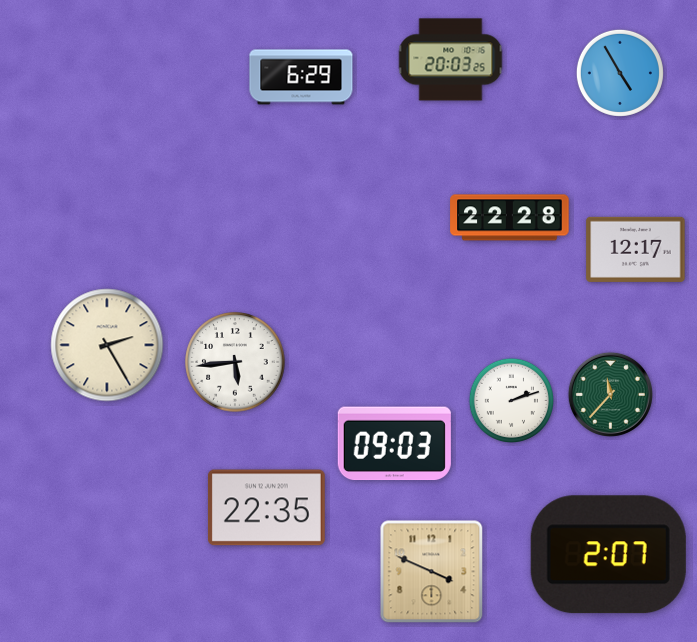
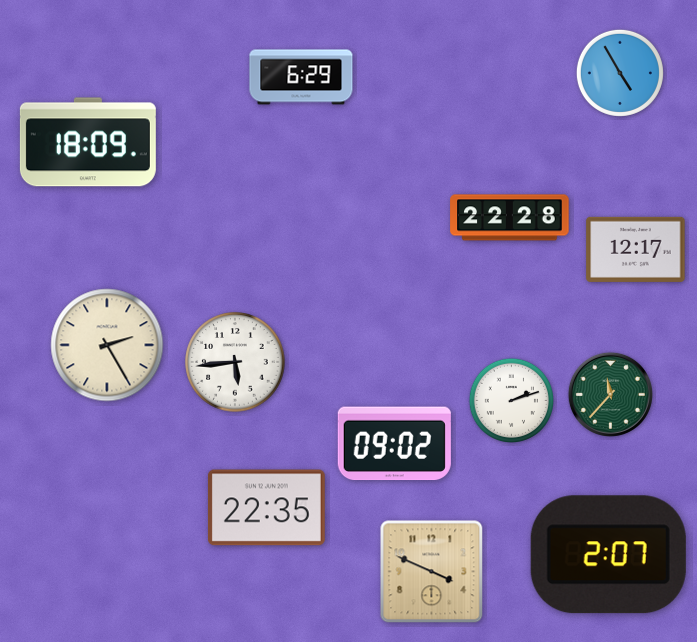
clock at (451, 60): 20:03 -> none
clock at (88, 142): none -> 18:09
clock at (394, 444): 09:03 -> 09:02
